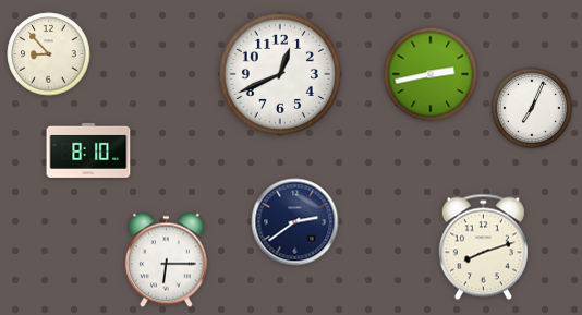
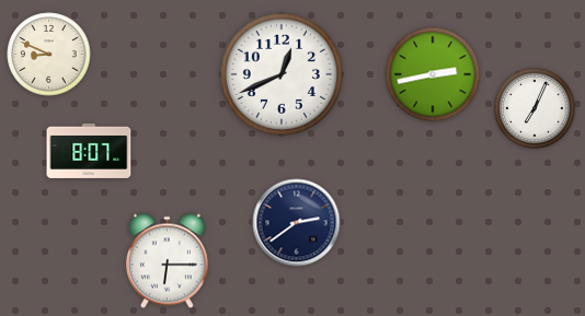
clock at (49, 54): 8:53 -> 8:49
clock at (88, 150): 8:10 -> 8:07
clock at (483, 247): 8:12 -> none
